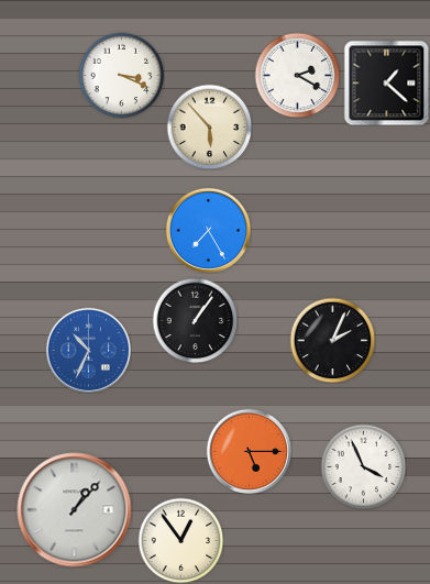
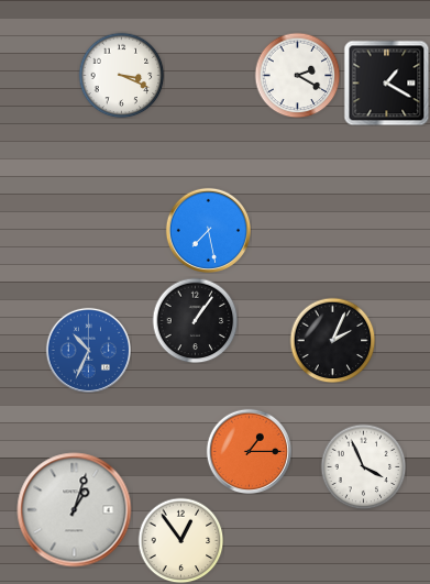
clock at (386, 82): 1:22 -> 1:20
clock at (209, 126): 5:53 -> none
clock at (208, 230): 7:25 -> 7:28
clock at (249, 451): 5:15 -> 1:15
clock at (75, 510): 1:07 -> 1:03
